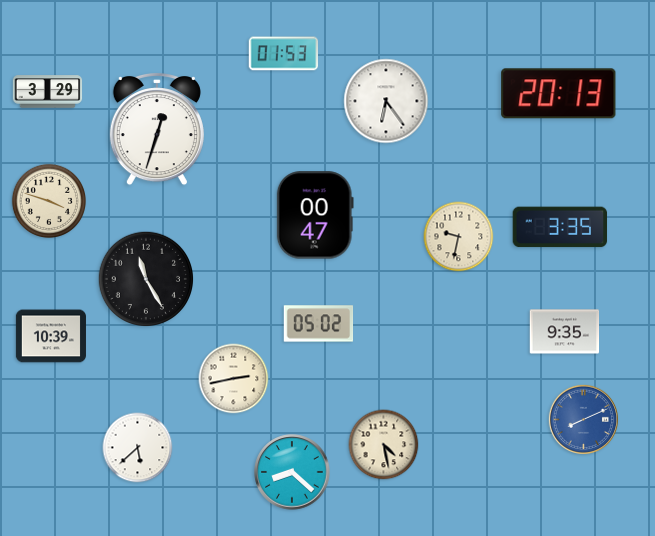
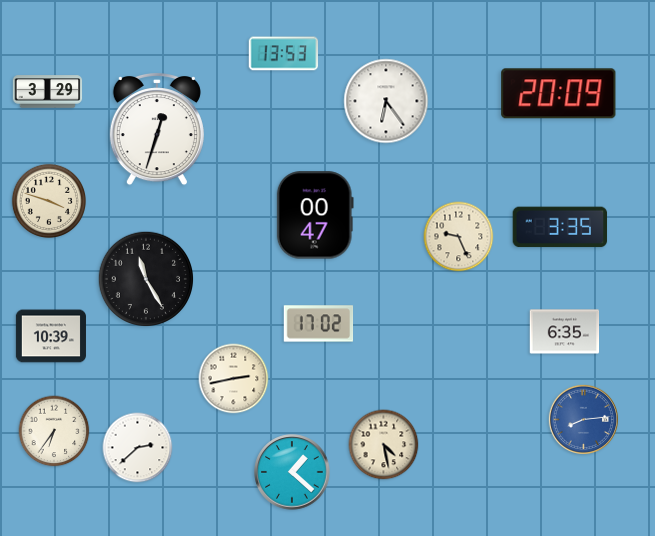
clock at (284, 54): 01:53 -> 13:53
clock at (559, 94): 20:13 -> 20:09
clock at (459, 237): 9:32 -> 9:26
clock at (319, 324): 05:02 -> 17:02
clock at (565, 332): 9:35 -> 6:35
clock at (583, 419): 8:11 -> 8:14
clock at (54, 431): none -> 6:36
clock at (138, 448): 5:38 -> 2:38
clock at (292, 472): 8:22 -> 1:22
